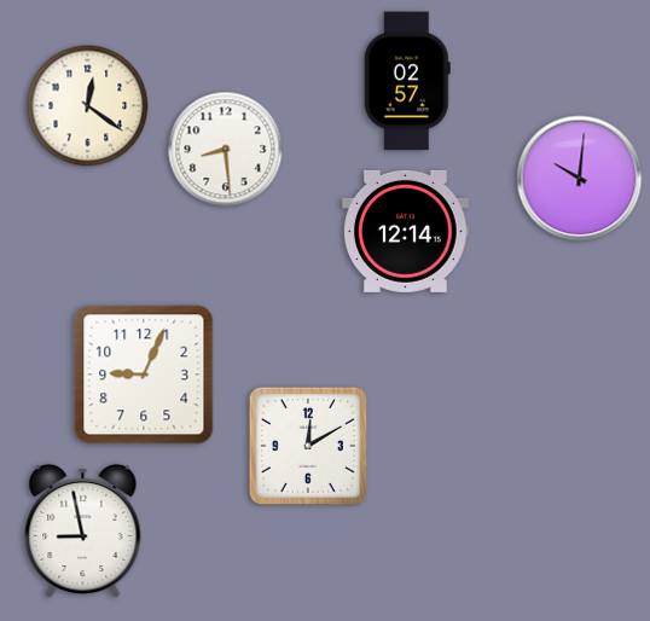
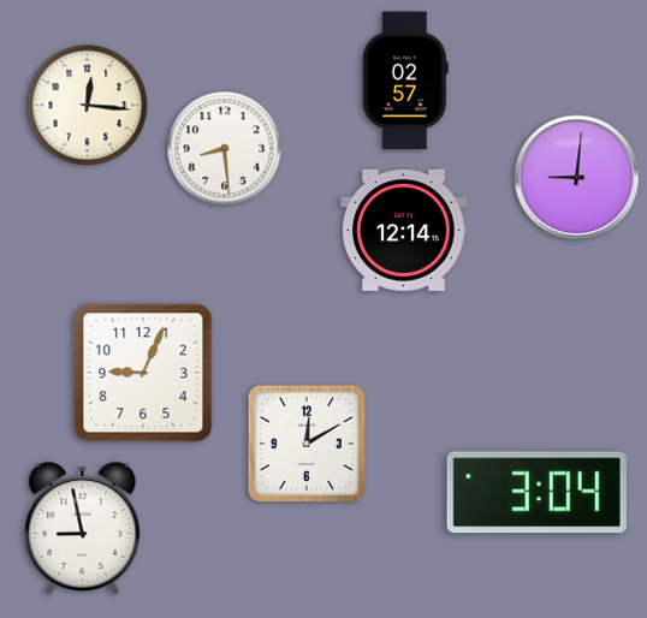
clock at (88, 106): 12:21 -> 12:16
clock at (580, 179): 10:01 -> 9:01
clock at (536, 493): none -> 3:04
